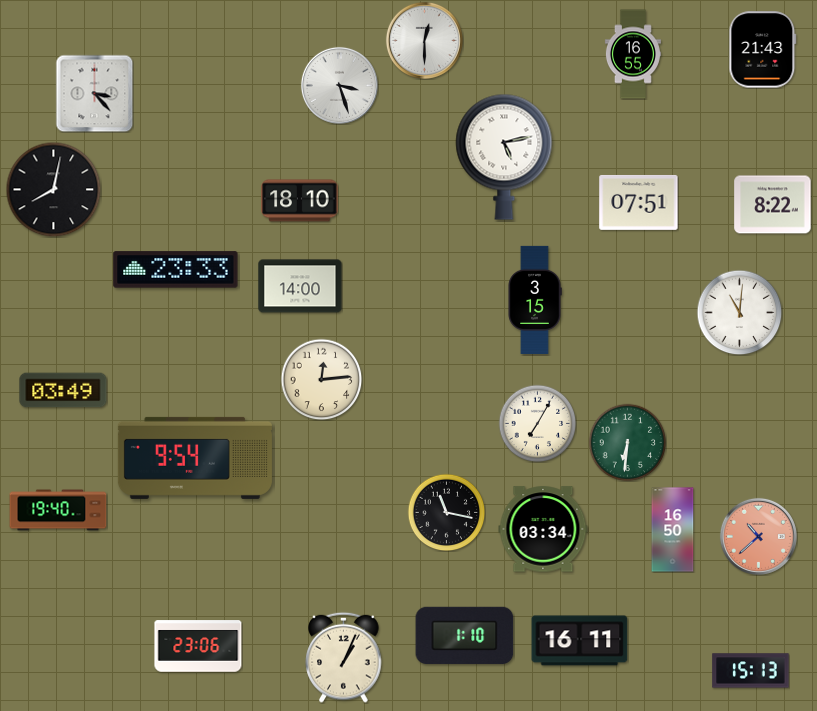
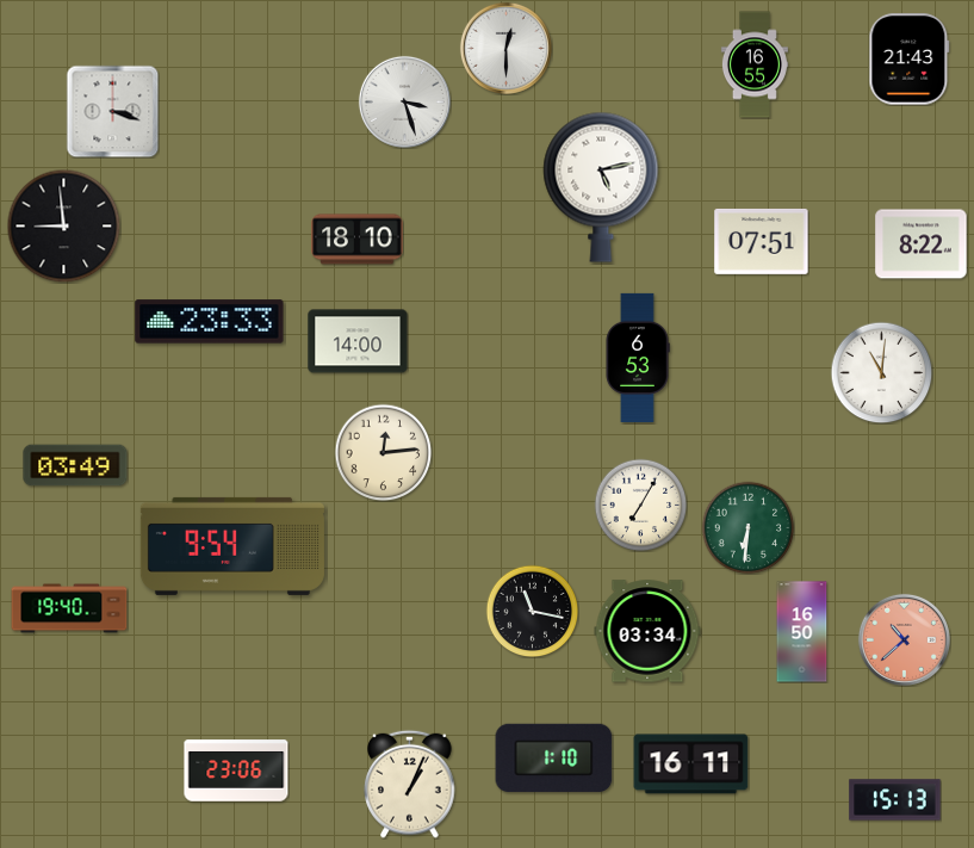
clock at (94, 93): 3:23 -> 3:18
clock at (53, 189): 8:02 -> 8:59
clock at (535, 300): 3:15 -> 6:53
